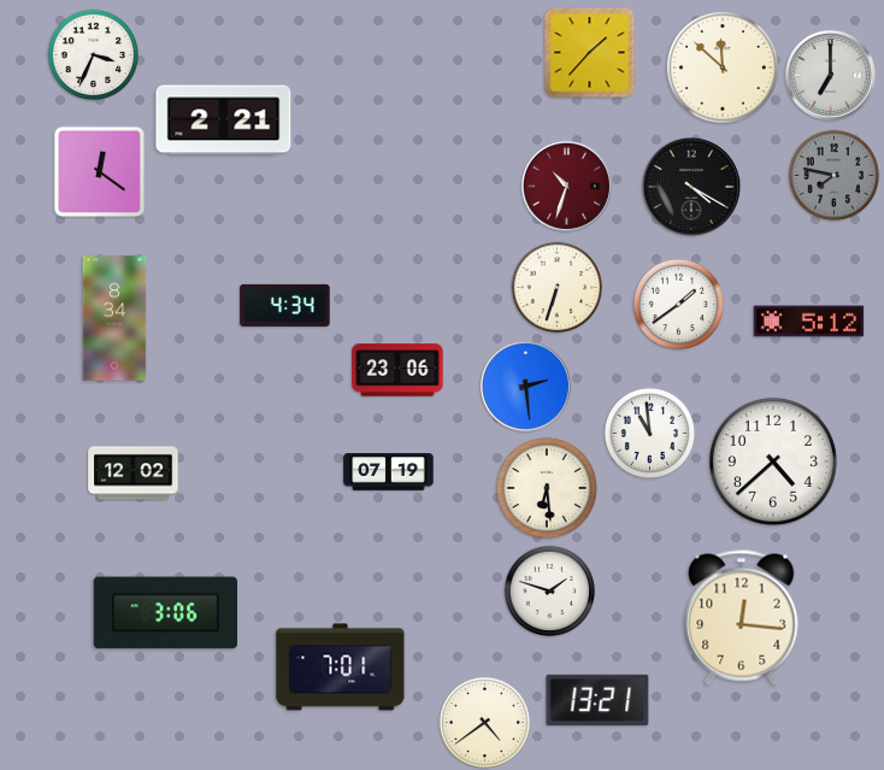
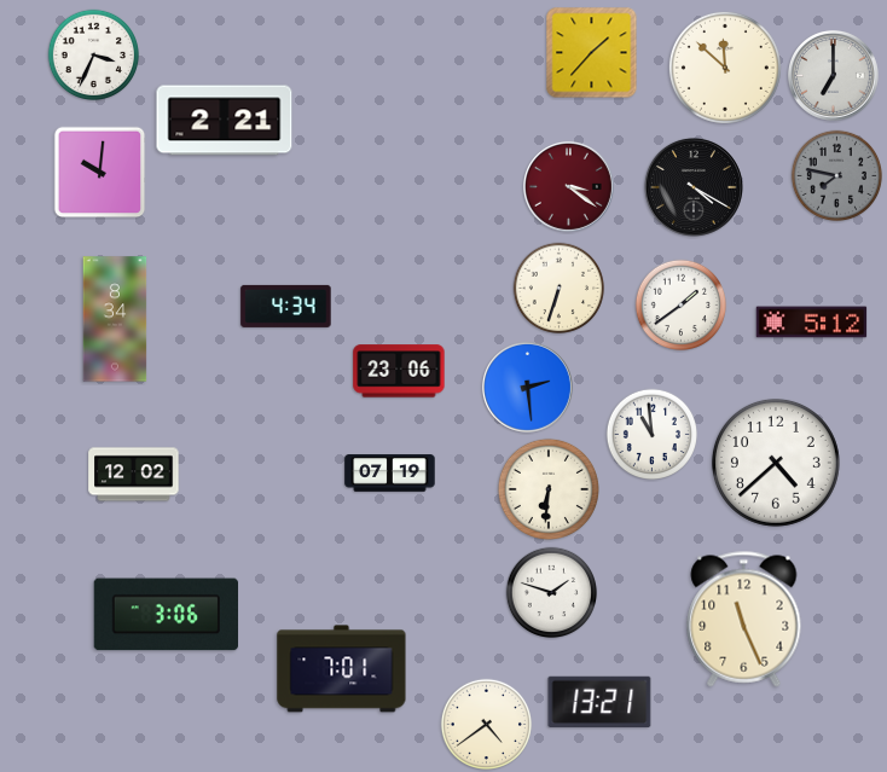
clock at (100, 172): 12:21 -> 10:01
clock at (566, 186): 10:33 -> 3:21
clock at (547, 488): 6:29 -> 6:31
clock at (742, 618): 12:16 -> 11:26
